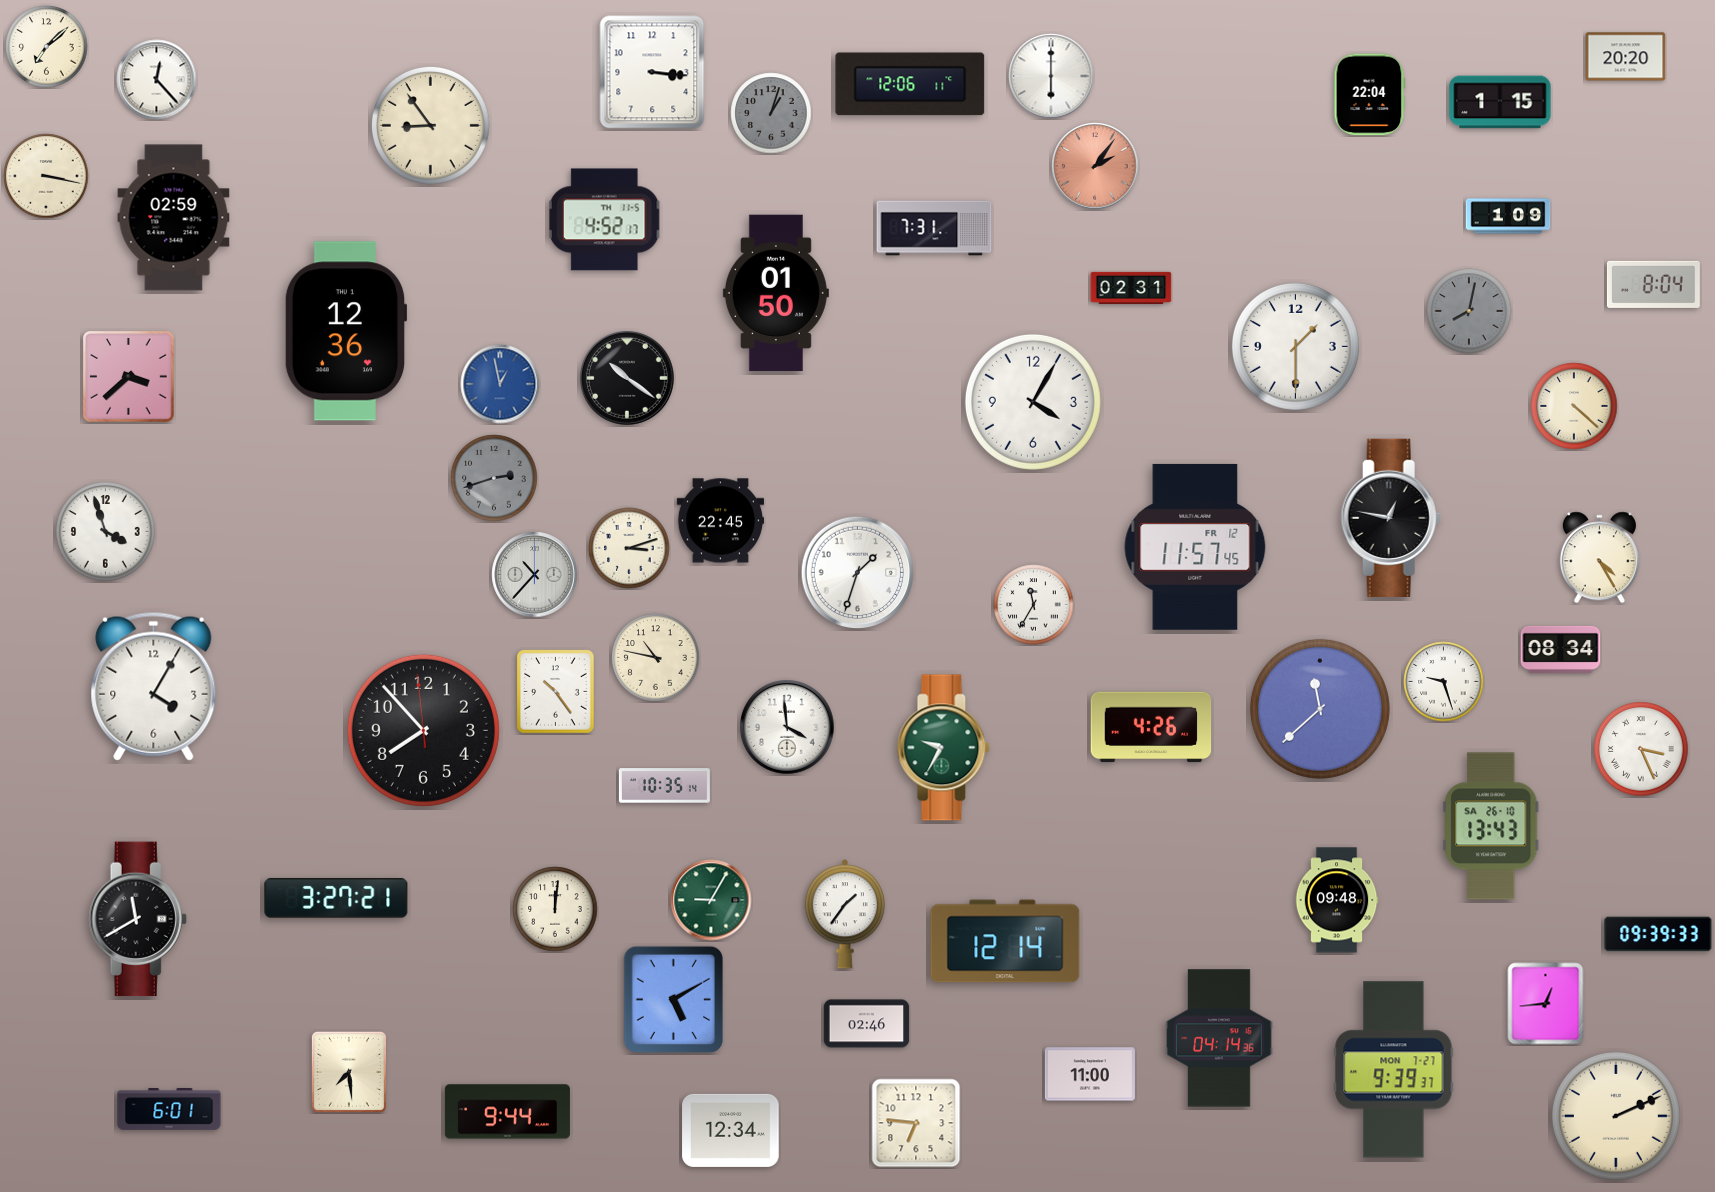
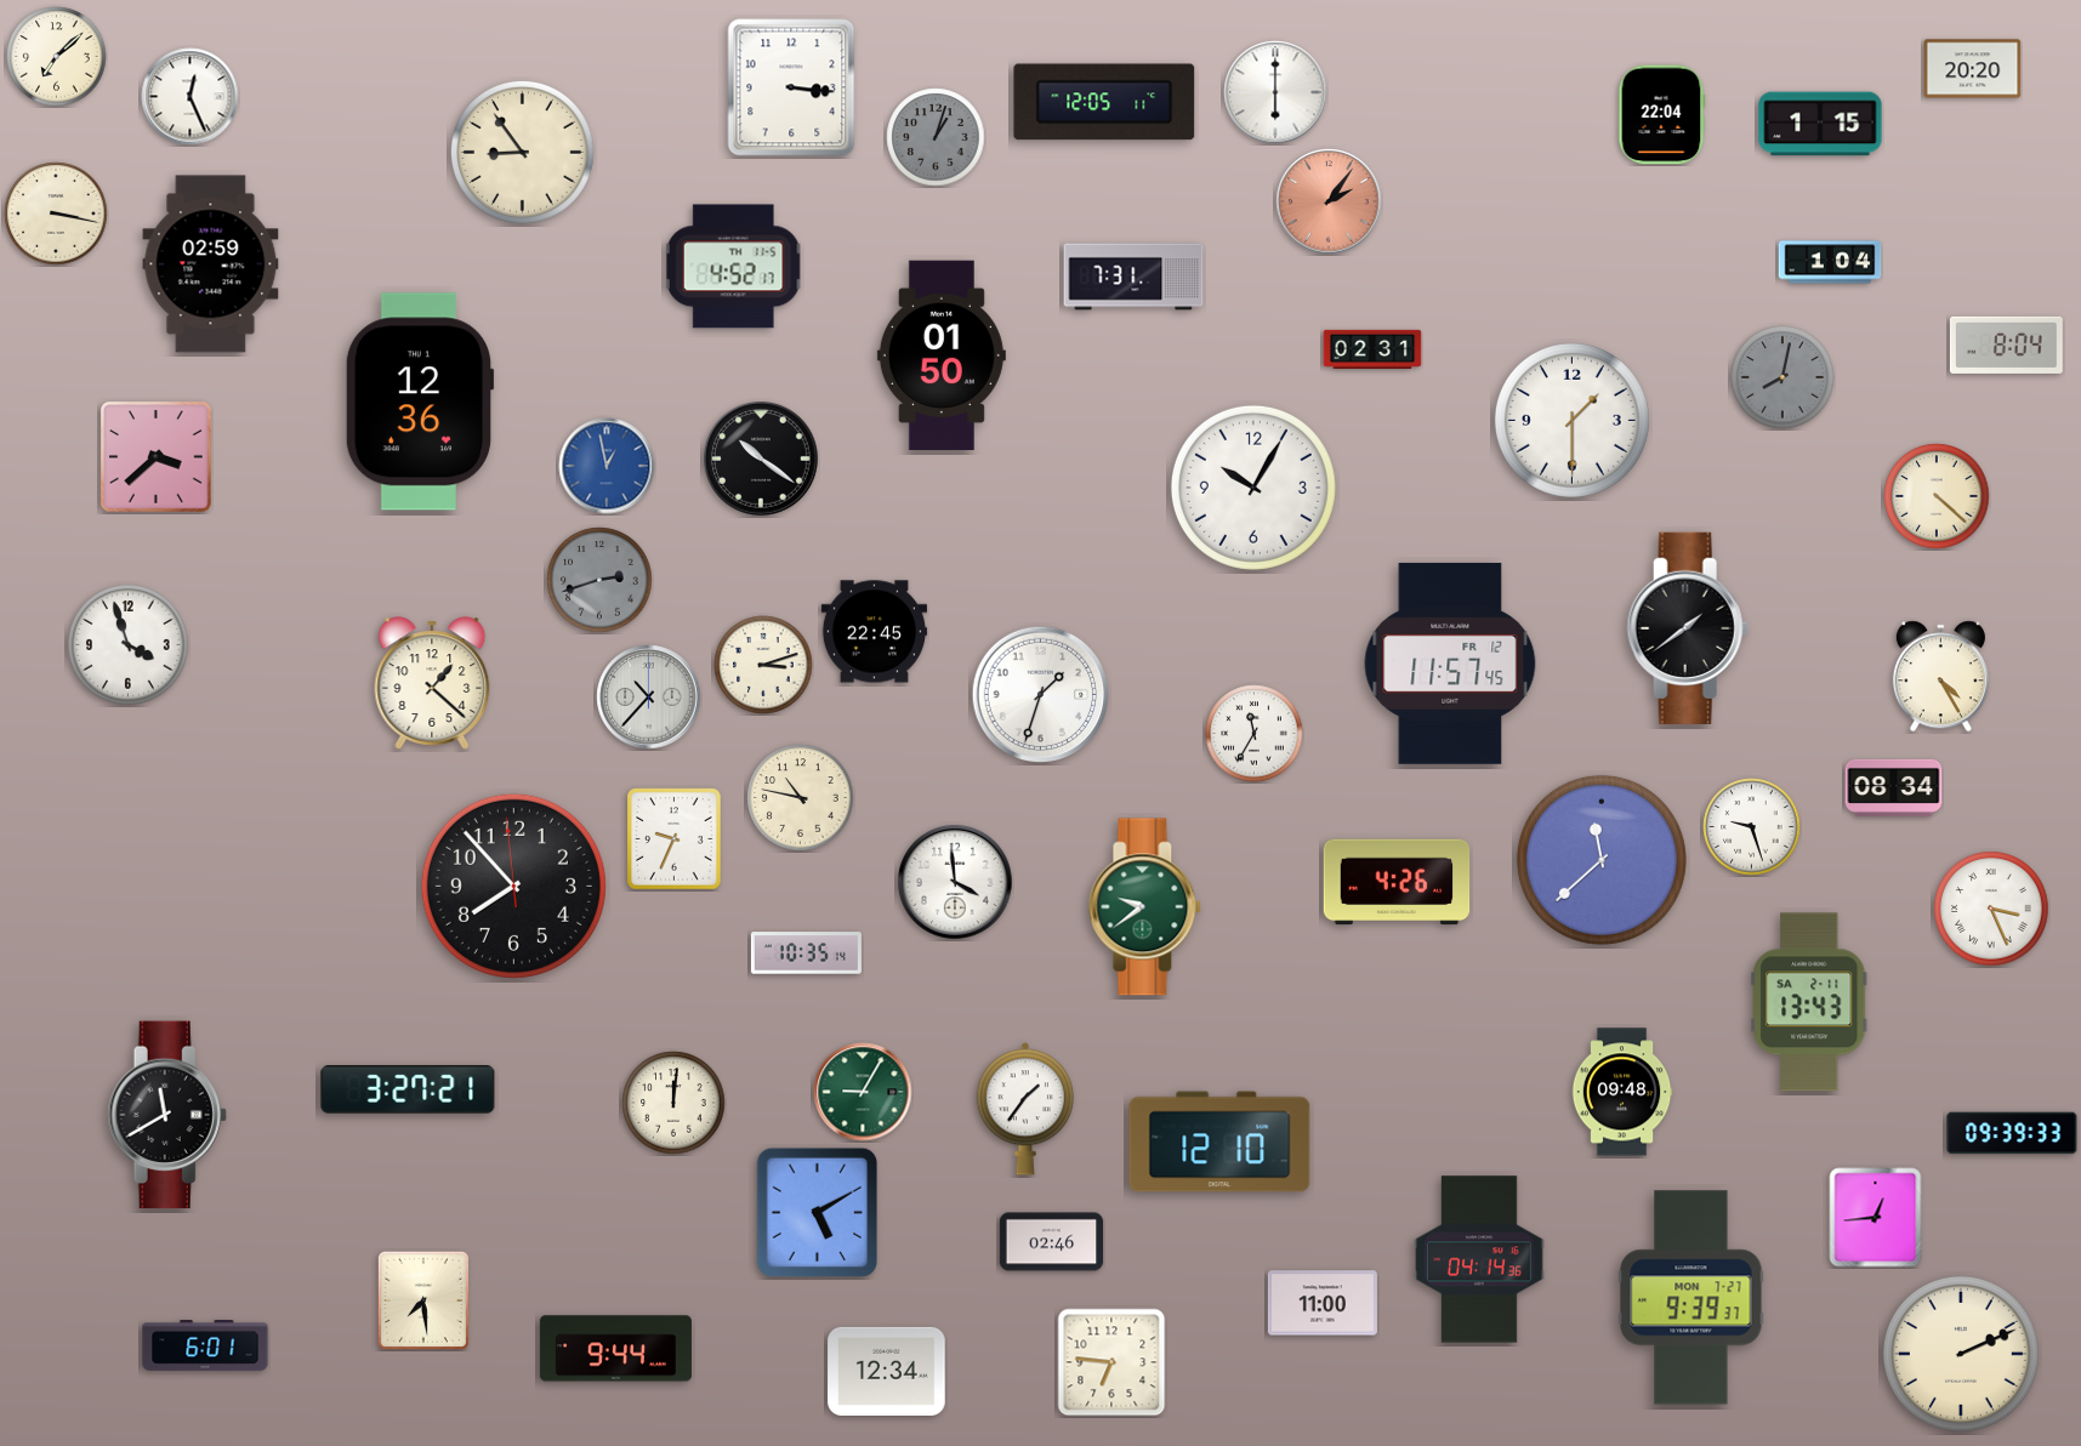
clock at (157, 80): 12:23 -> 12:26
clock at (910, 84): 12:06 -> 12:05
clock at (1508, 216): 1:09 -> 1:04
clock at (1033, 402): 4:05 -> 10:05
clock at (1574, 406) position: (1574, 406) -> (1937, 496)
clock at (1391, 518): 12:47 -> 1:39
clock at (432, 683): none -> 1:22
clock at (656, 658) position: (656, 658) -> (801, 798)
clock at (154, 686): 4:05 -> none
clock at (556, 692): 10:24 -> 9:34
clock at (944, 748): 9:35 -> 9:39
clock at (1492, 826) date: SA 26-10 -> SA 2-11
clock at (1005, 941): 12:14 -> 12:10
